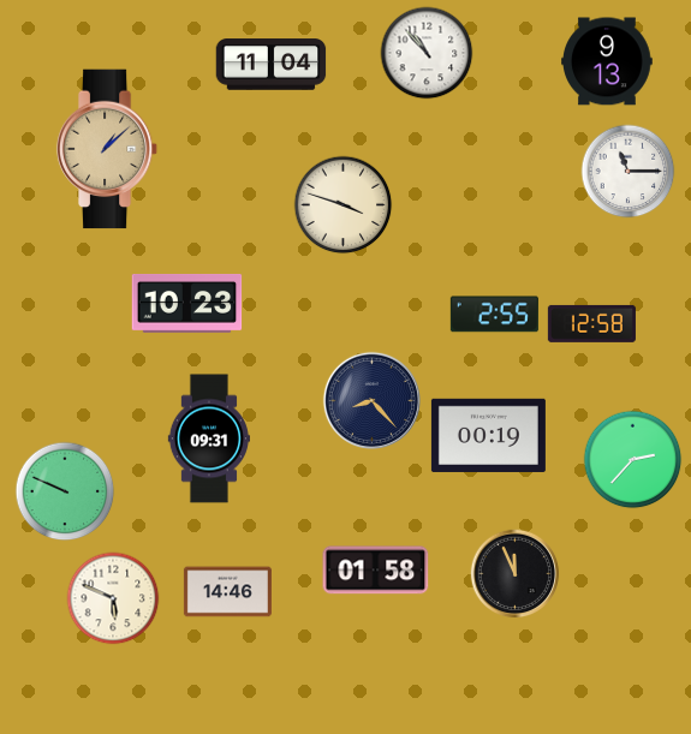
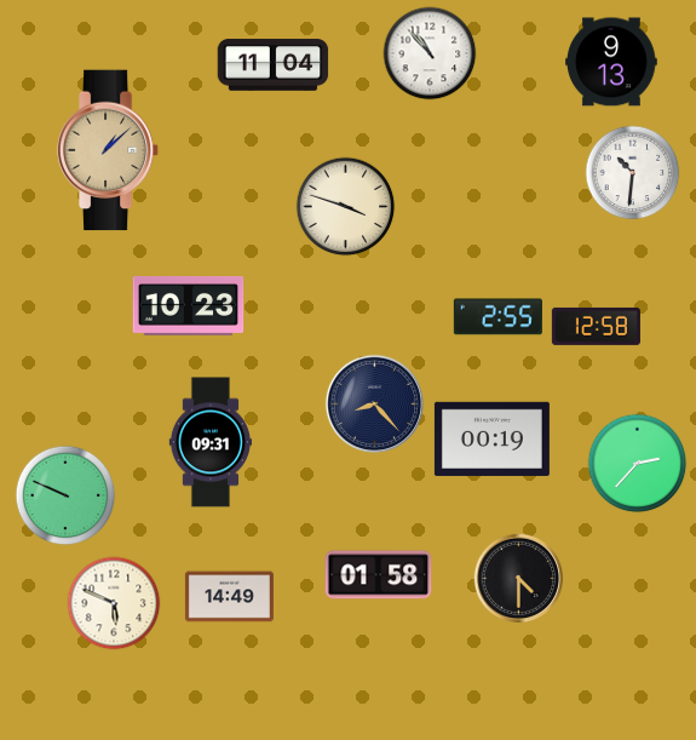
clock at (629, 172): 11:15 -> 10:31
clock at (516, 574): 11:56 -> 4:30
clock at (227, 592): 14:46 -> 14:49
